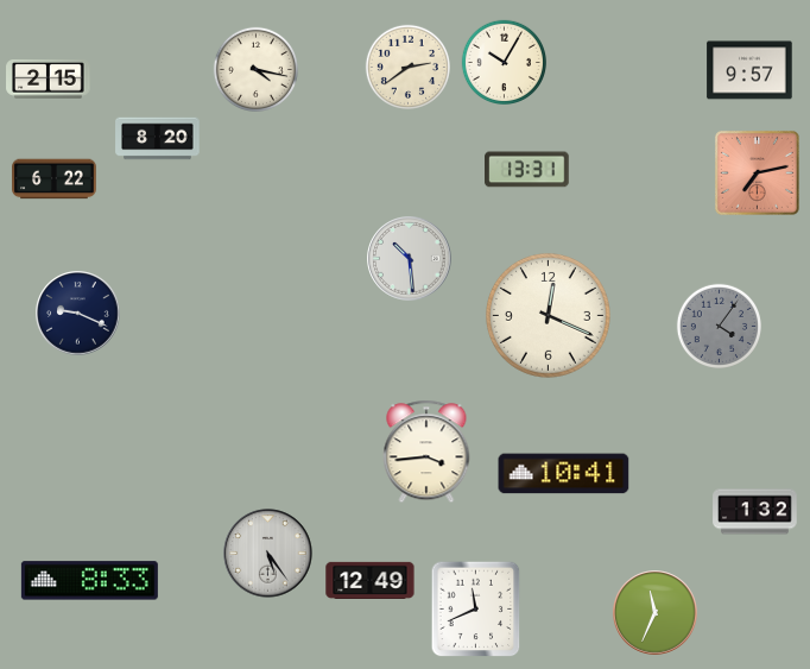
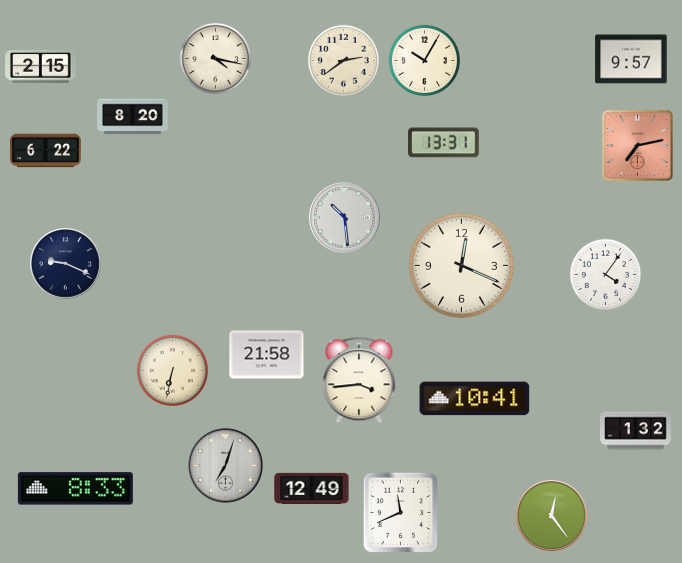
clock at (504, 62) position: (504, 62) -> (424, 60)
clock at (407, 67) position: (407, 67) -> (343, 60)
clock at (719, 326) dial: grey -> white
clock at (267, 355): none -> 21:58
clock at (172, 370): none -> 6:32
clock at (268, 554): 5:24 -> 7:03
clock at (656, 613): 11:34 -> 12:24
